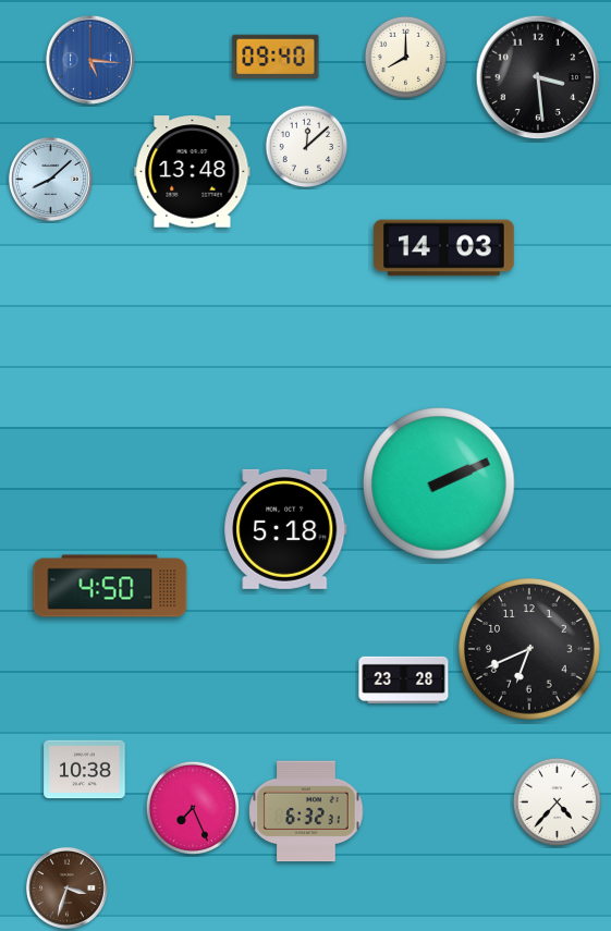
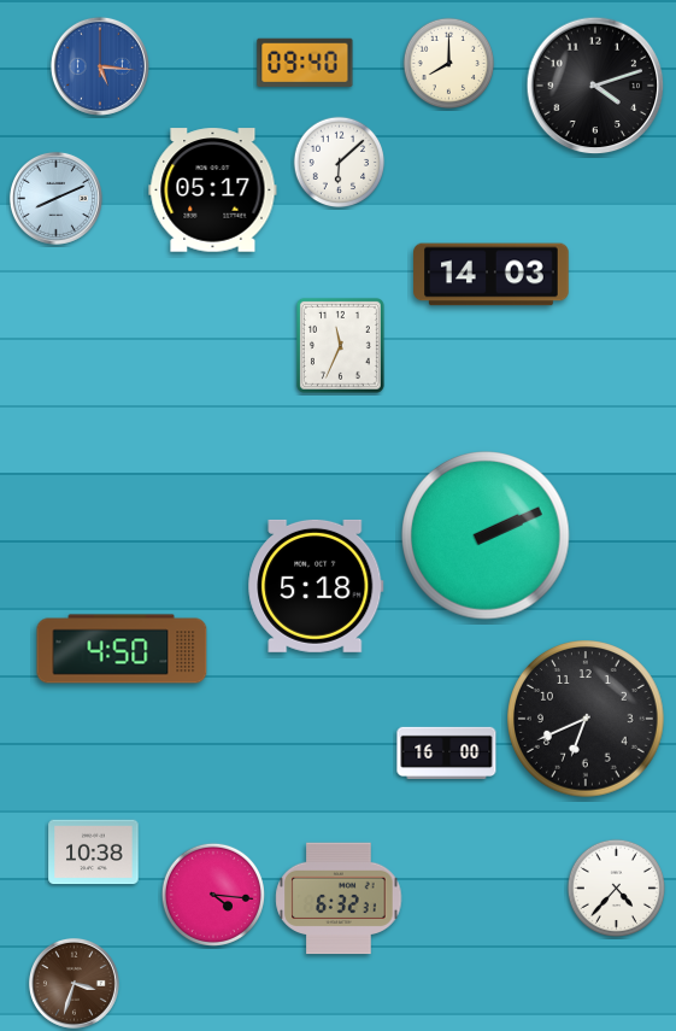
clock at (538, 77): 3:29 -> 4:12
clock at (307, 147): 12:08 -> 6:08
clock at (193, 172): 13:48 -> 05:17
clock at (50, 179): 8:08 -> 8:11
clock at (340, 345): none -> 11:34
clock at (404, 679): 23:28 -> 16:00
clock at (193, 808): 7:26 -> 4:16
